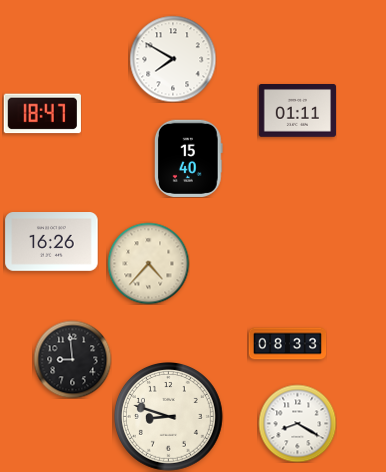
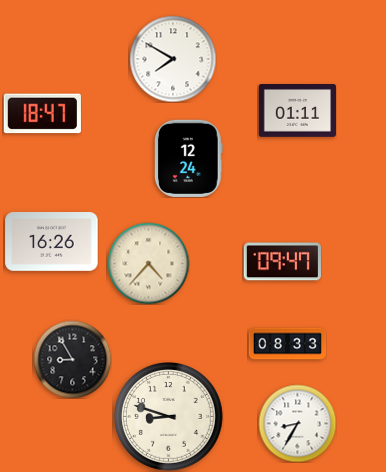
clock at (188, 158): 15:40 -> 12:24
clock at (282, 262): none -> 09:47
clock at (72, 359): 8:59 -> 8:55
clock at (297, 423): 8:20 -> 8:35
